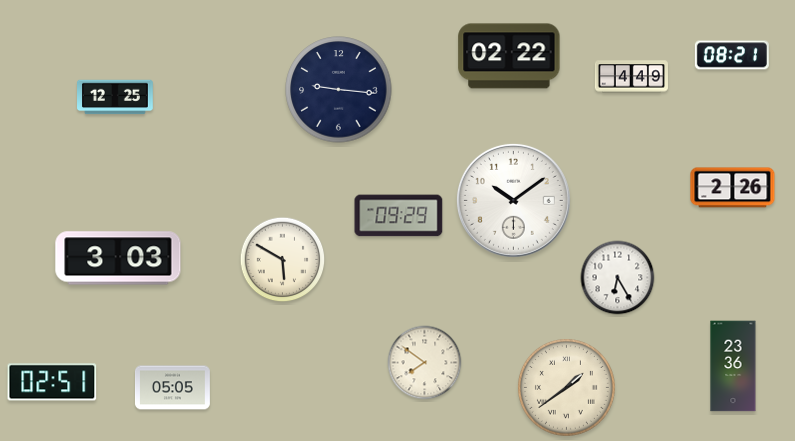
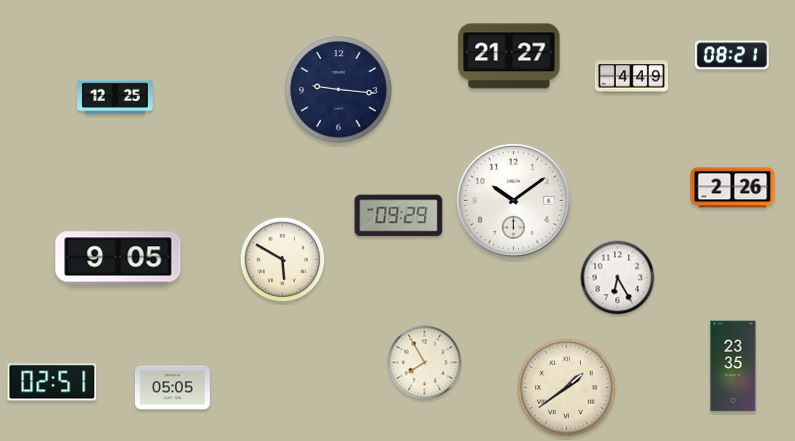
clock at (509, 56): 02:22 -> 21:27
clock at (118, 258): 3:03 -> 9:05
clock at (425, 363): 7:51 -> 7:55
clock at (733, 366): 23:36 -> 23:35
